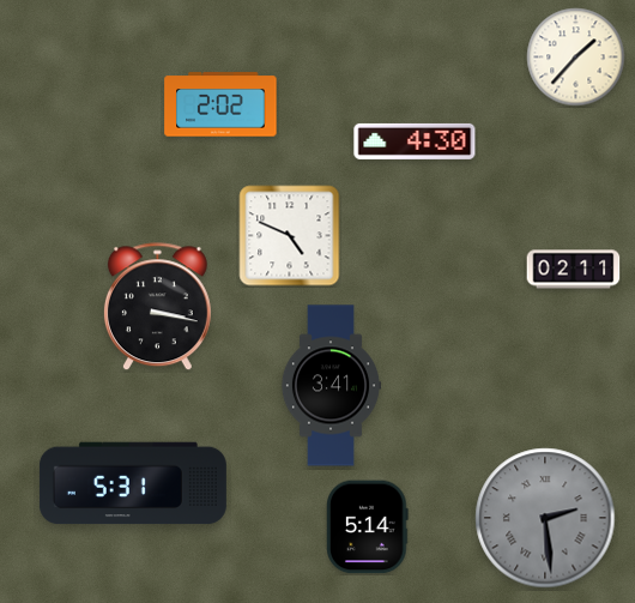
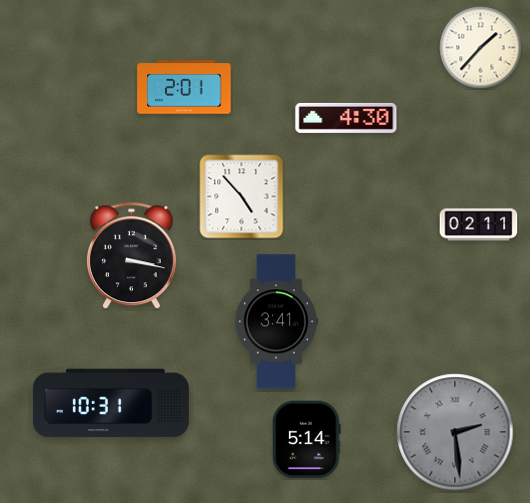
clock at (220, 104): 2:02 -> 2:01
clock at (290, 236): 4:49 -> 4:53
clock at (133, 483): 5:31 -> 10:31
